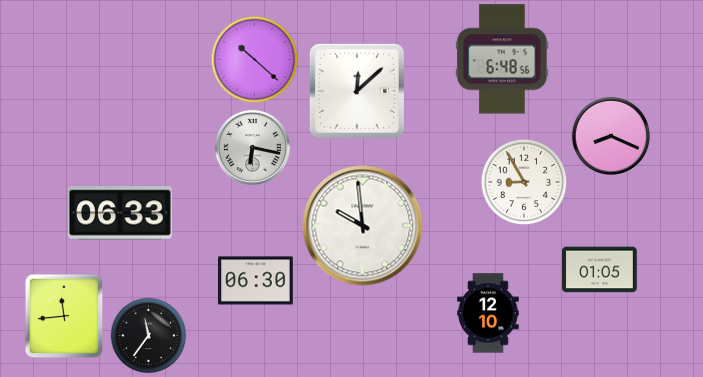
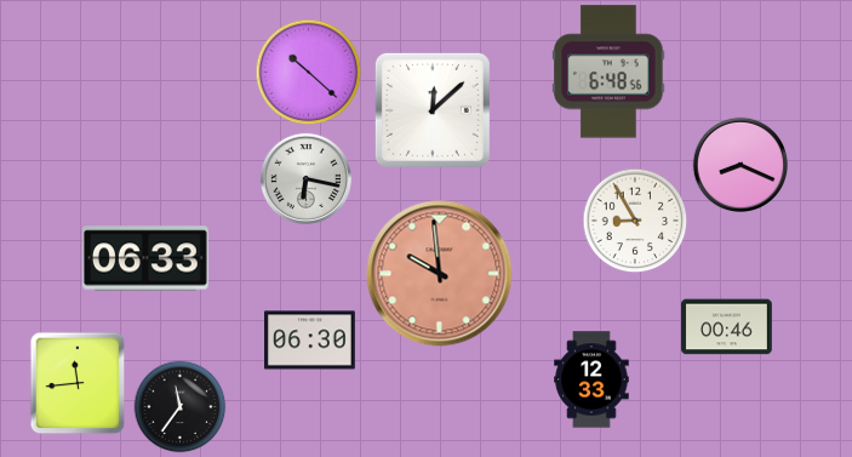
clock at (363, 226) dial: white -> salmon
clock at (600, 270): 01:05 -> 00:46
clock at (488, 313): 12:10 -> 12:33
